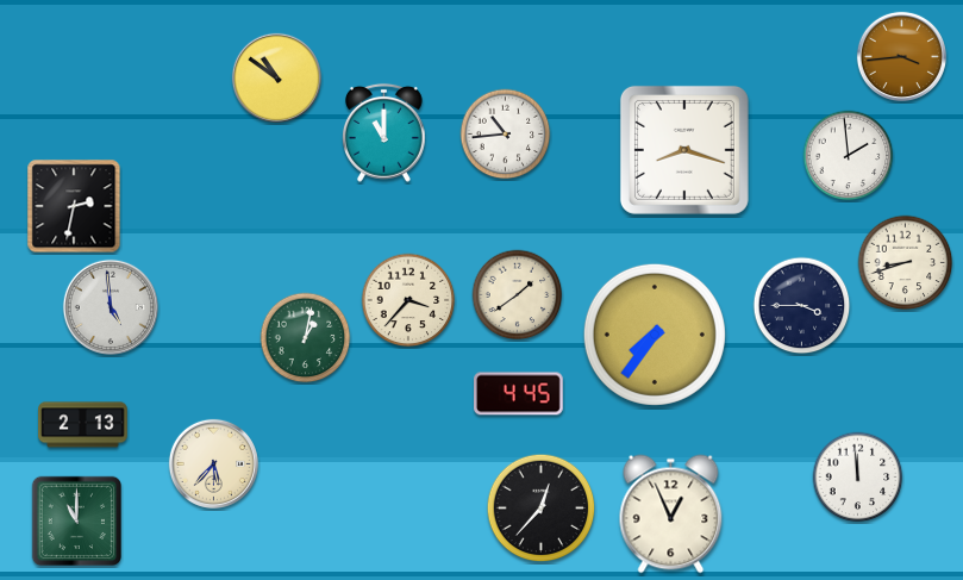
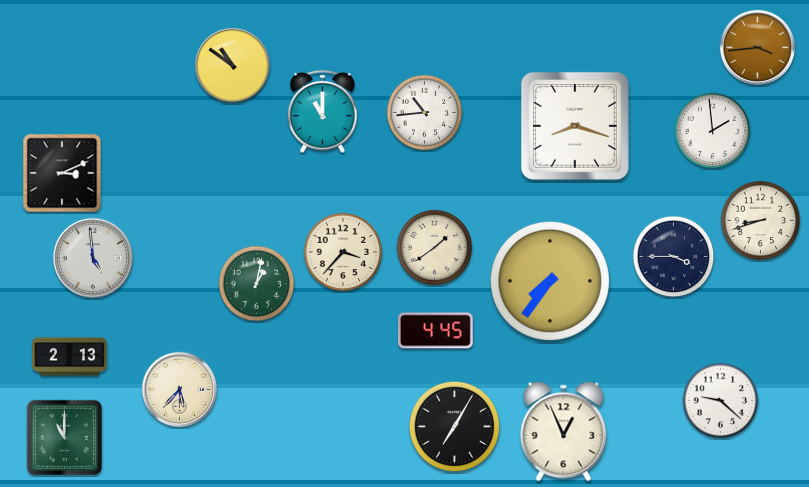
clock at (74, 206): 2:32 -> 3:11
clock at (858, 478): 11:59 -> 9:22
clock at (542, 509): 12:37 -> 7:05
